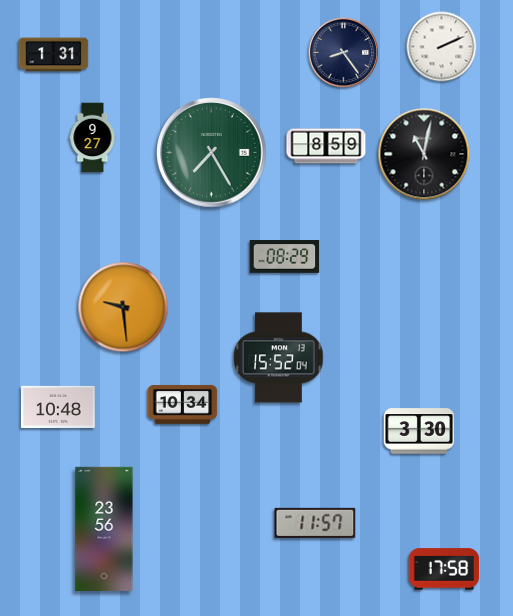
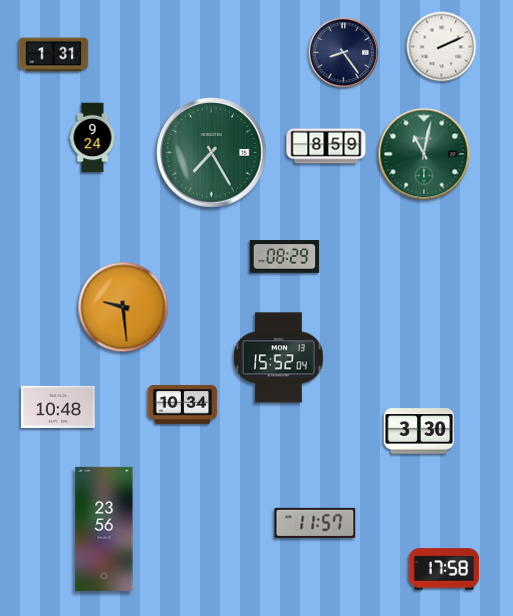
clock at (93, 138): 9:27 -> 9:24
clock at (424, 154) dial: black -> green
